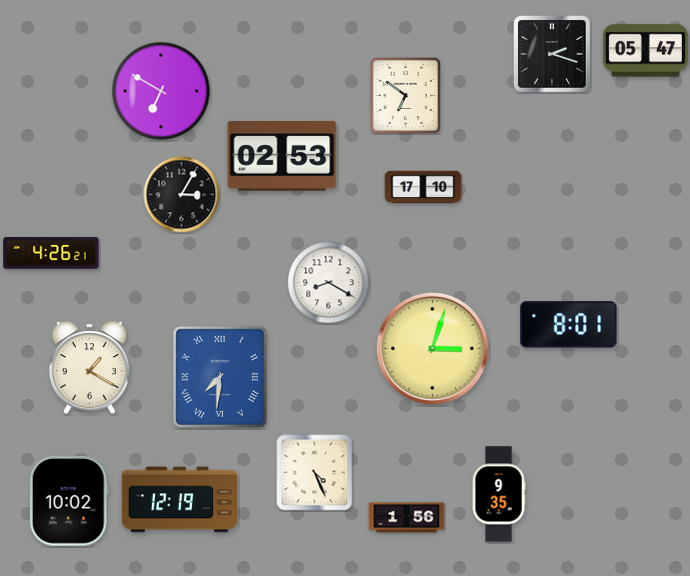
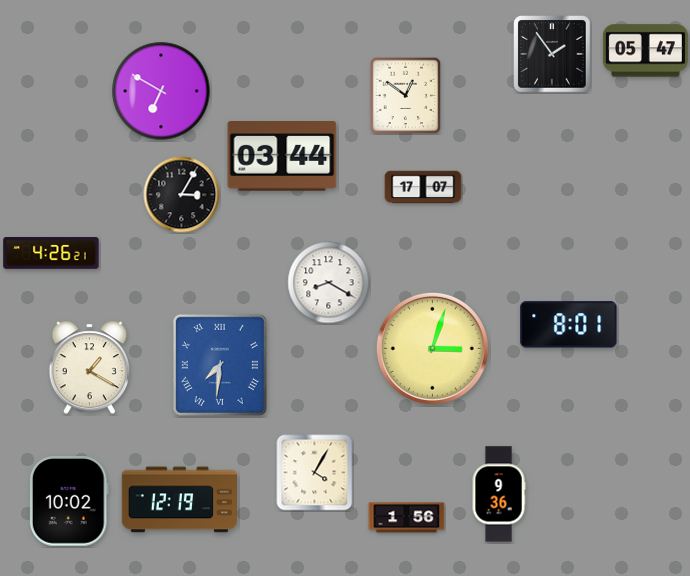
clock at (552, 54): 2:18 -> 1:54
clock at (406, 95): 6:51 -> 12:51
clock at (282, 157): 02:53 -> 03:44
clock at (423, 187): 17:10 -> 17:07
clock at (220, 377) position: (220, 377) -> (220, 365)
clock at (315, 473): 4:26 -> 4:05
clock at (499, 494): 9:35 -> 9:36
